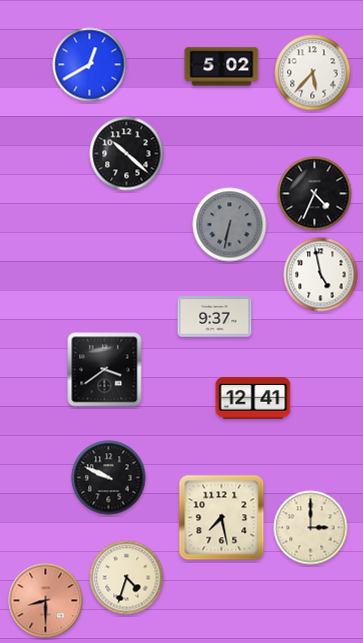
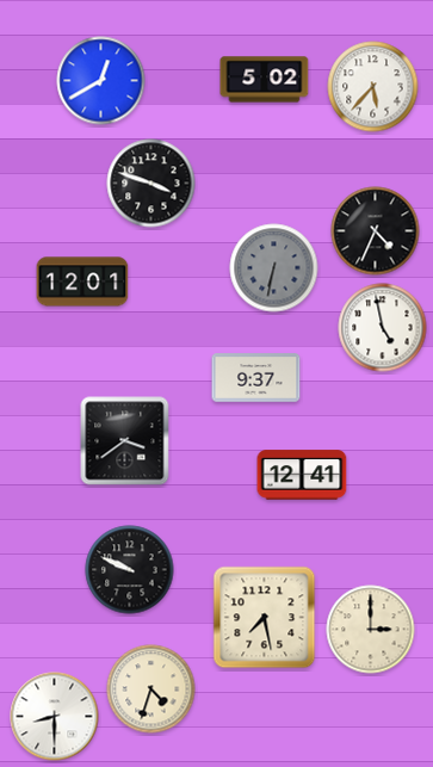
clock at (90, 65) position: (90, 65) -> (101, 81)
clock at (127, 154): 10:22 -> 3:48
clock at (82, 282): none -> 12:01
clock at (46, 601) dial: salmon -> white
